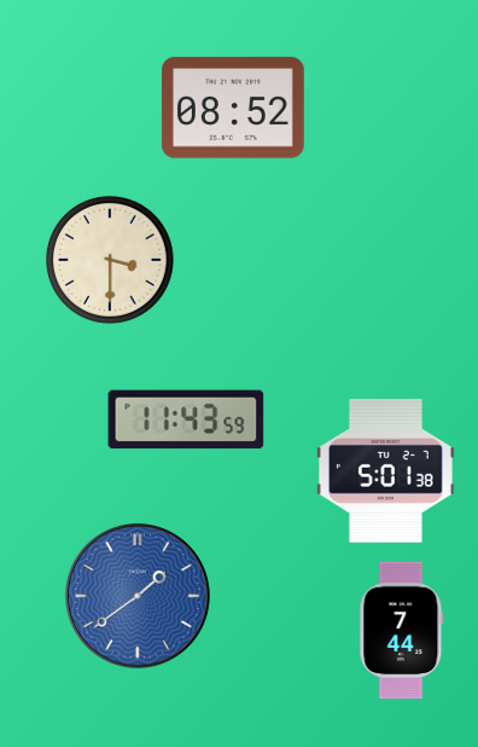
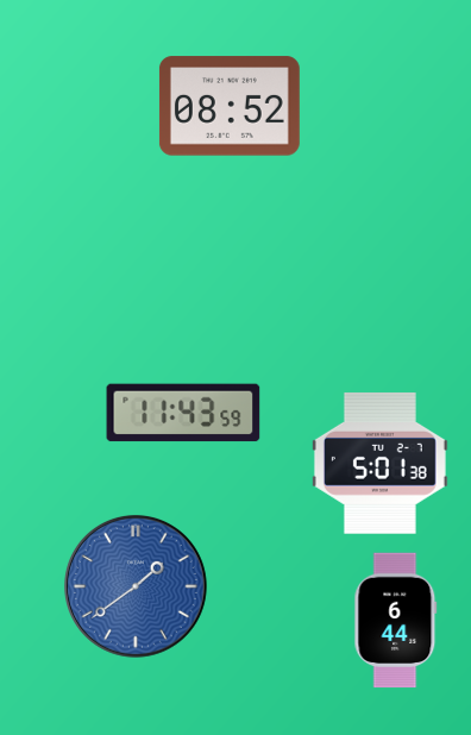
clock at (111, 261): 3:30 -> none
clock at (402, 631): 7:44 -> 6:44
